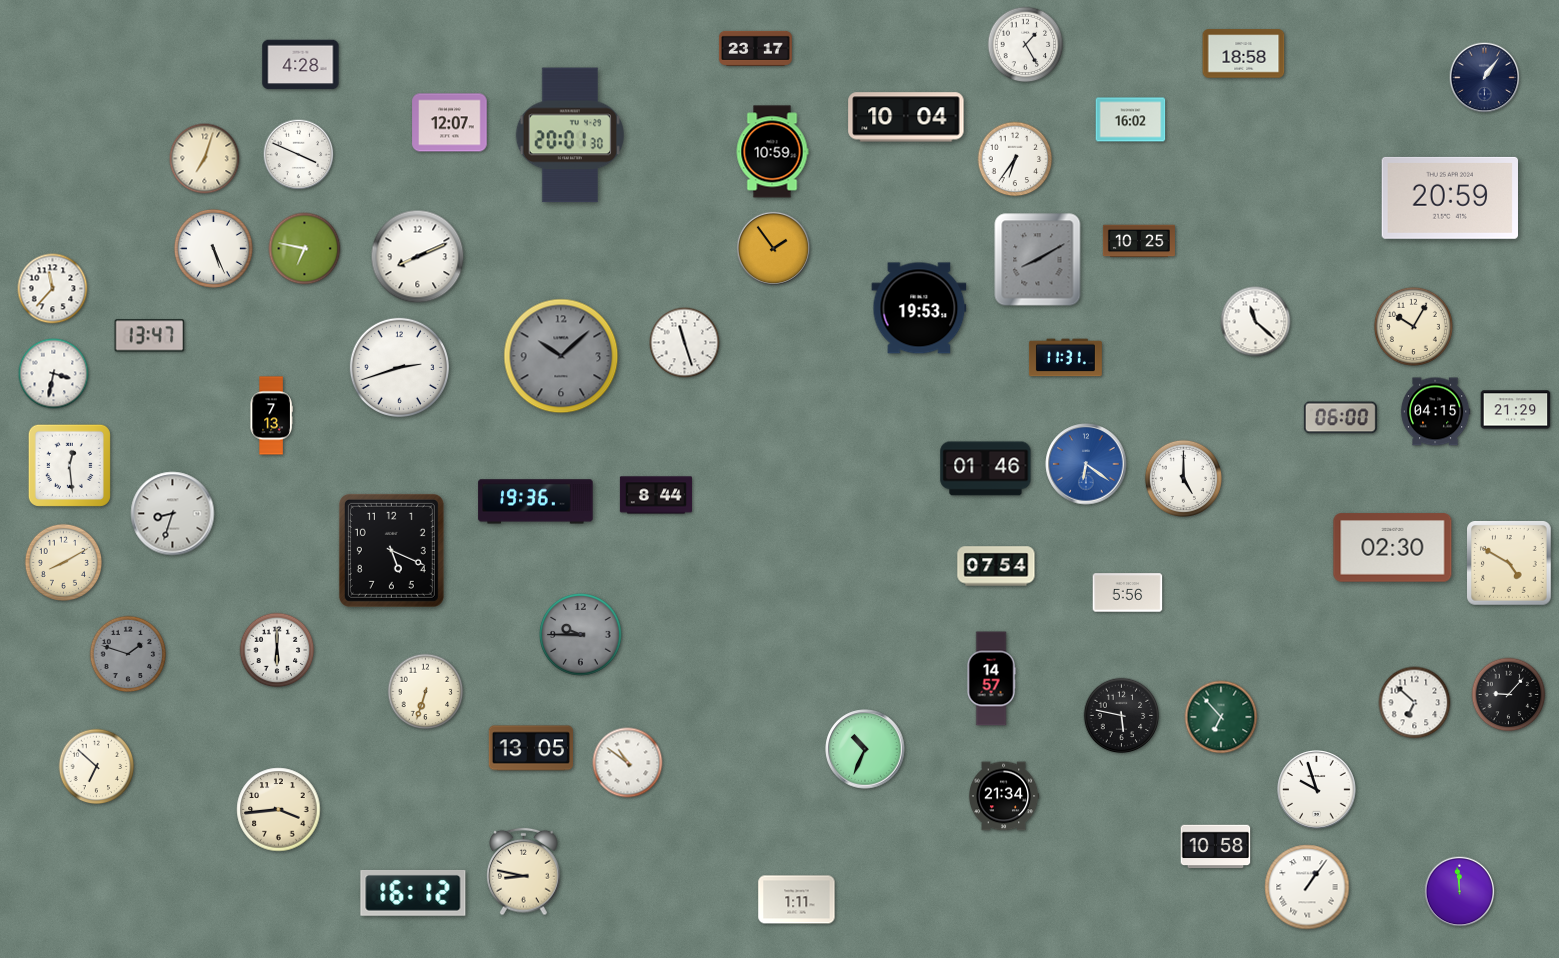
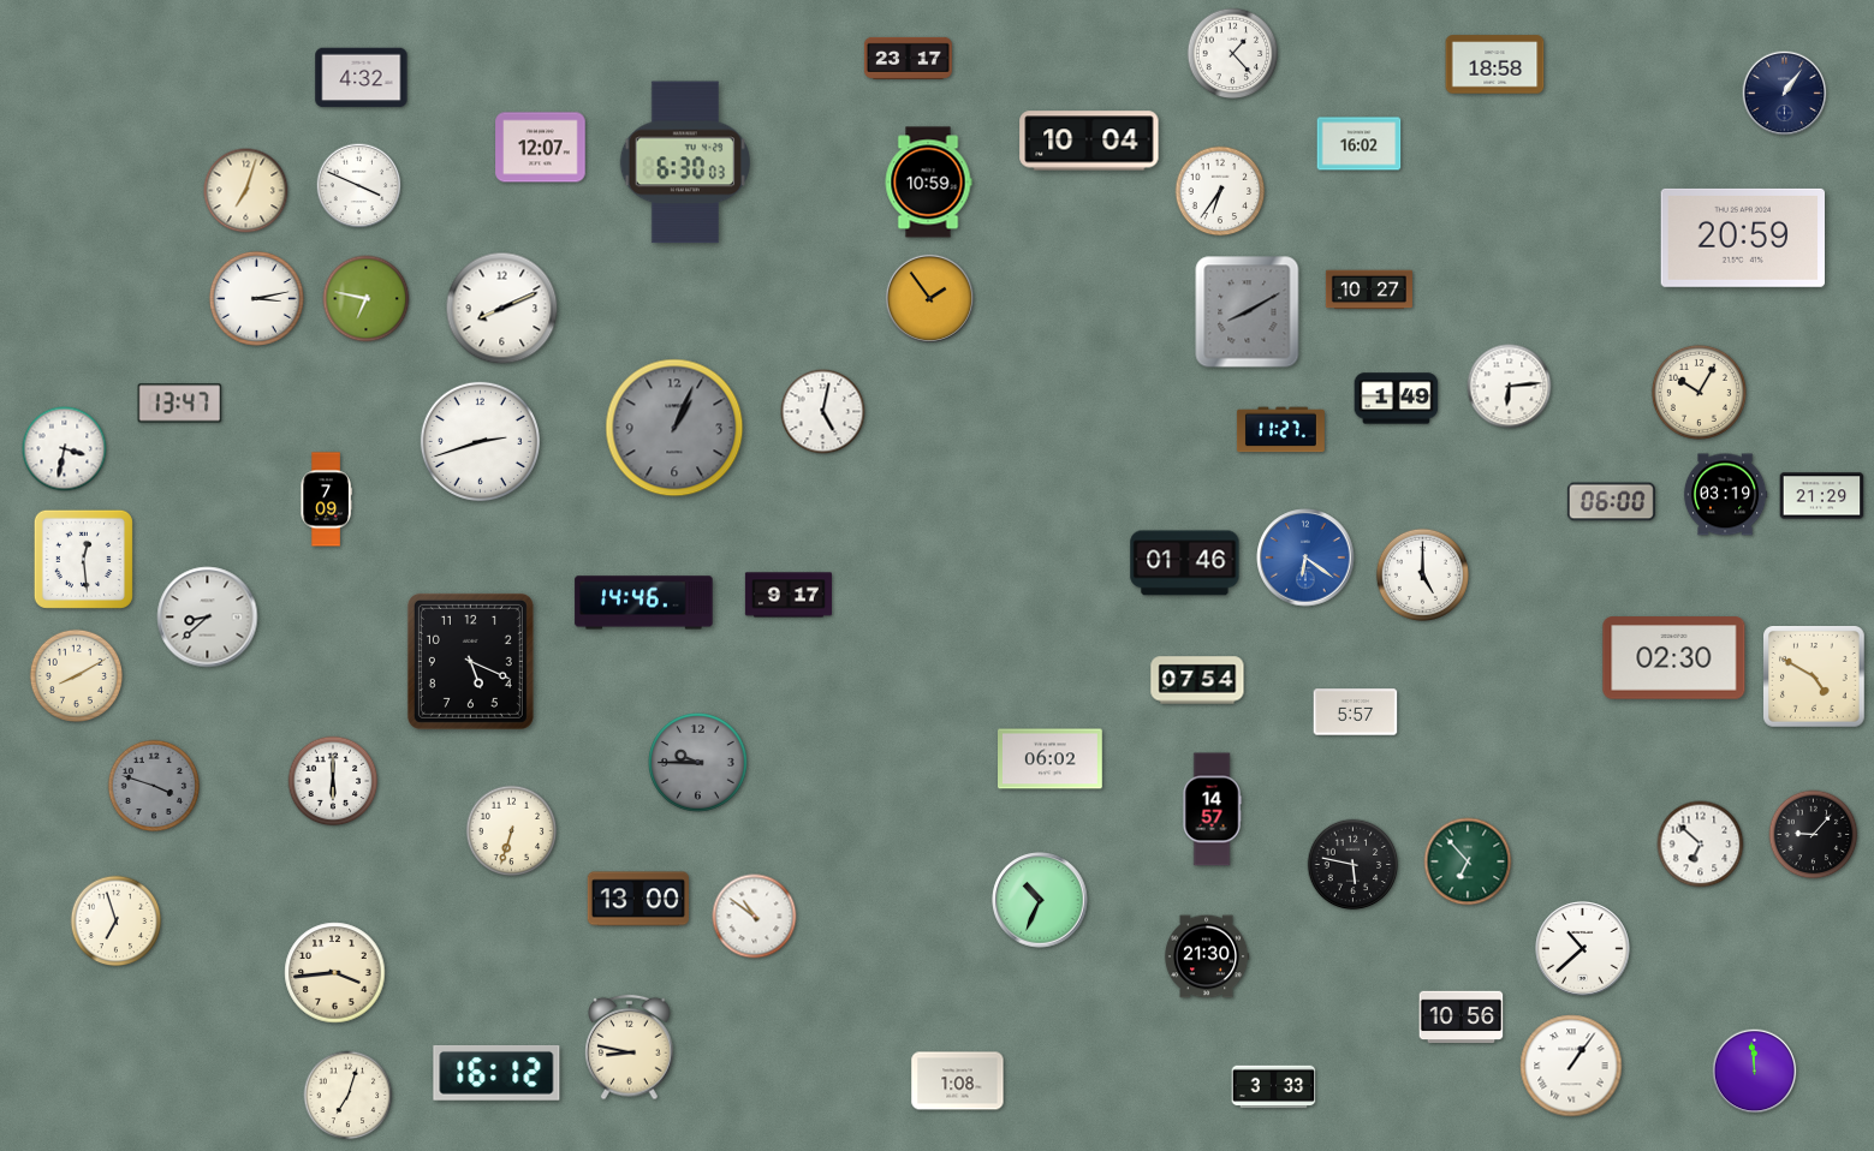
clock at (1026, 45): 1:25 -> 1:23
clock at (301, 65): 4:28 -> 4:32
clock at (569, 135): 20:01 -> 6:30
clock at (1139, 241): 10:25 -> 10:27
clock at (213, 248): 5:26 -> 3:13
clock at (53, 289): 11:37 -> none
clock at (919, 308): 19:53 -> none
clock at (1256, 322): 11:22 -> 6:14
clock at (1397, 399): none -> 1:49
clock at (685, 343): 11:27 -> 5:02
clock at (561, 356): 10:08 -> 1:04
clock at (1065, 358): 11:31 -> 11:27
clock at (1516, 410) position: (1516, 410) -> (1822, 496)
clock at (1435, 412): 04:15 -> 03:19
clock at (271, 416): 7:13 -> 7:09
clock at (656, 495): 8:44 -> 9:17
clock at (536, 502): 19:36 -> 14:46
clock at (173, 514): 8:33 -> 8:38
clock at (1128, 593): 5:56 -> 5:57
clock at (1051, 759): none -> 06:02
clock at (128, 654): 1:48 -> 3:48
clock at (991, 679) position: (991, 679) -> (1212, 810)
clock at (1122, 716) position: (1122, 716) -> (1354, 865)
clock at (530, 748): 13:05 -> 13:00
clock at (97, 767): 6:52 -> 6:57
clock at (1317, 790): 9:57 -> 10:38
clock at (1004, 796): 21:34 -> 21:30
clock at (1216, 847): 10:58 -> 10:56
clock at (797, 900): 1:11 -> 1:08
clock at (1274, 1087): none -> 3:33
clock at (349, 1096): none -> 7:03
